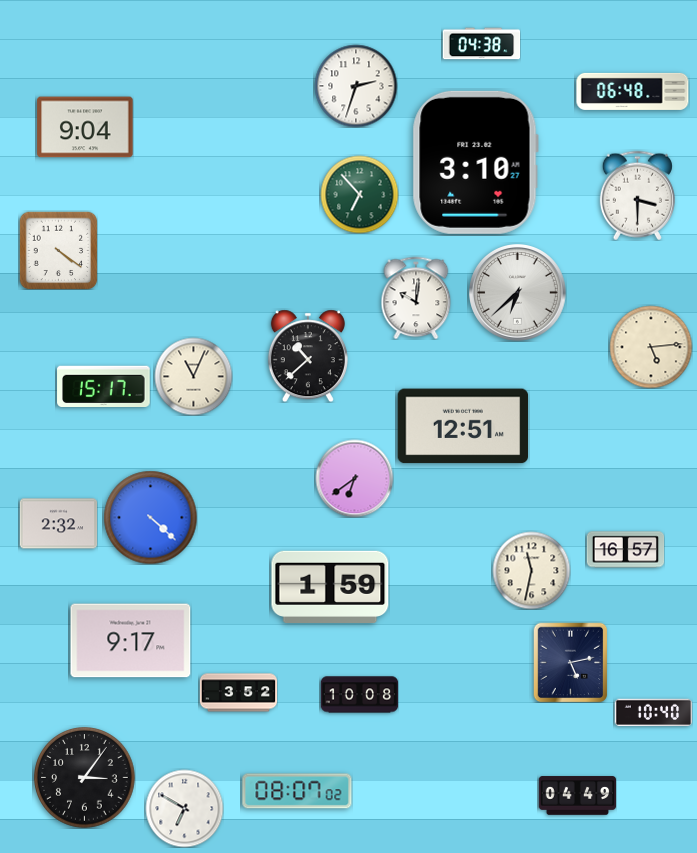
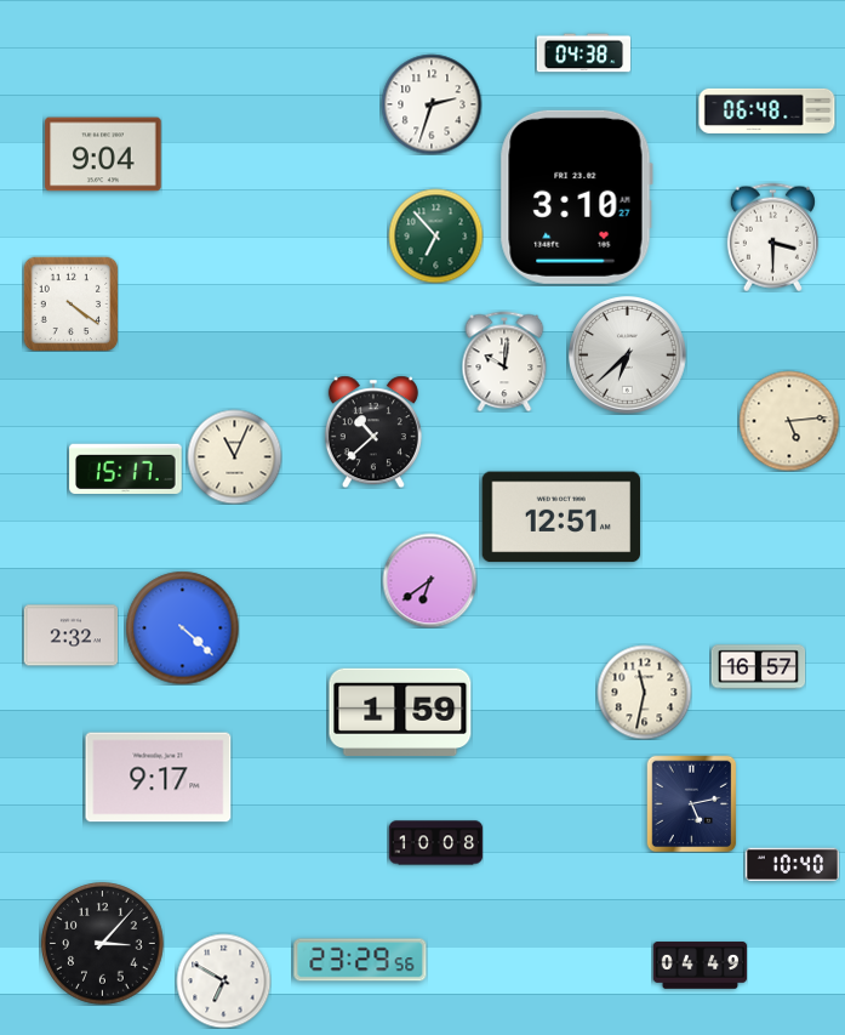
clock at (238, 693): 3:52 -> none
clock at (85, 778): 3:06 -> 3:07
clock at (297, 791): 08:07 -> 23:29
